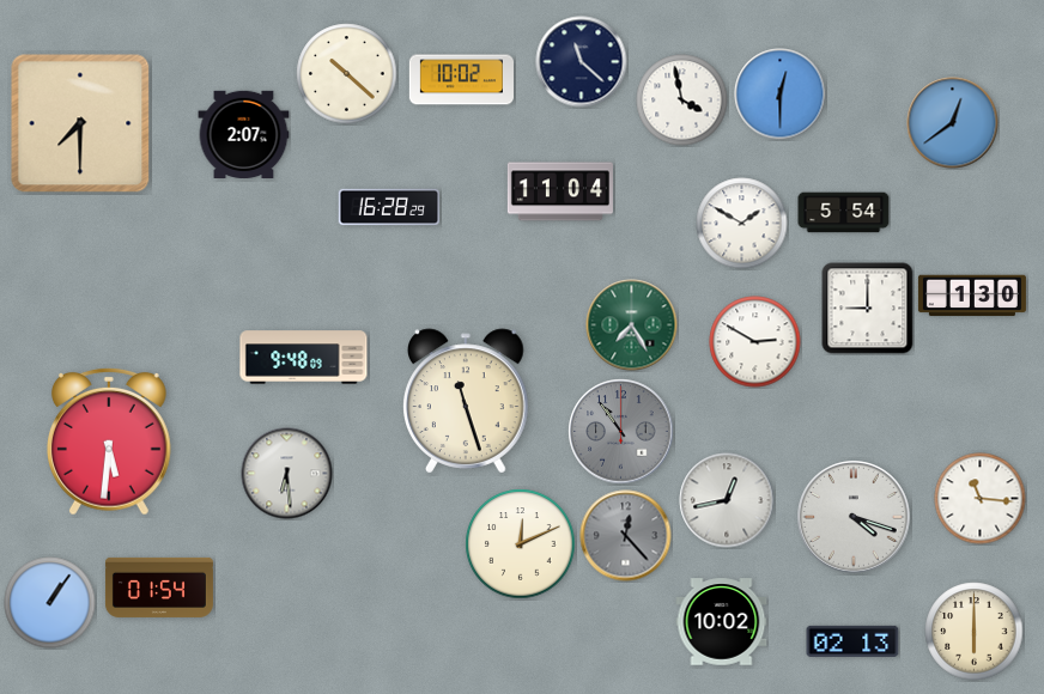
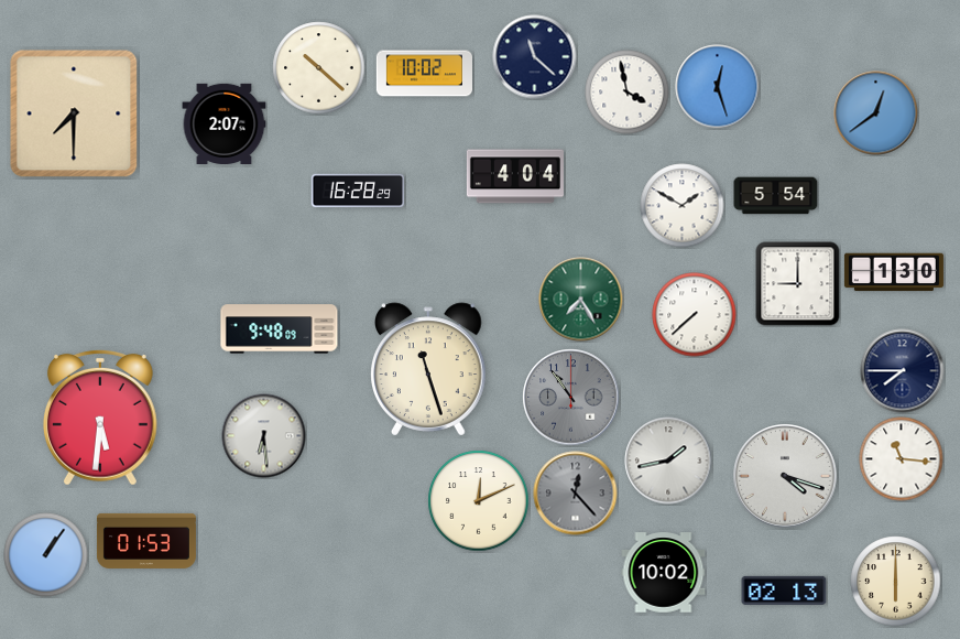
clock at (781, 95): 12:30 -> 12:27
clock at (560, 191): 11:04 -> 4:04
clock at (755, 342): 2:50 -> 7:38
clock at (903, 371): none -> 7:45
clock at (109, 442) position: (109, 442) -> (100, 418)
clock at (727, 500): 12:43 -> 1:43
clock at (159, 588): 01:54 -> 01:53
